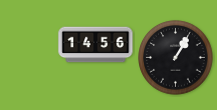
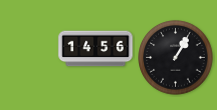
clock at (96, 45) position: (96, 45) -> (96, 49)
